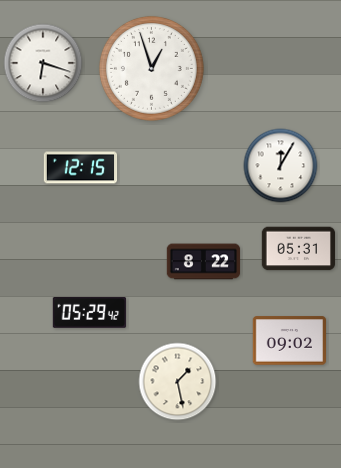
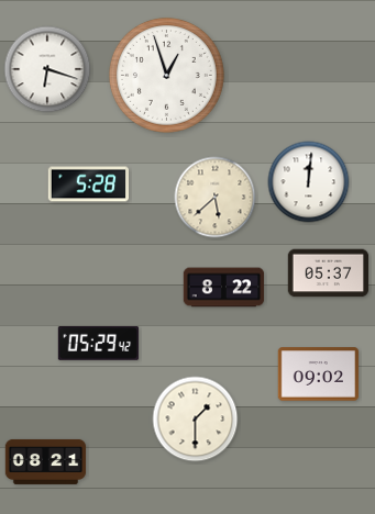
clock at (281, 166): 12:05 -> 12:01
clock at (81, 168): 12:15 -> 5:28
clock at (216, 198): none -> 5:38
clock at (299, 249): 05:31 -> 05:37
clock at (178, 382): 1:28 -> 1:30
clock at (46, 461): none -> 08:21
